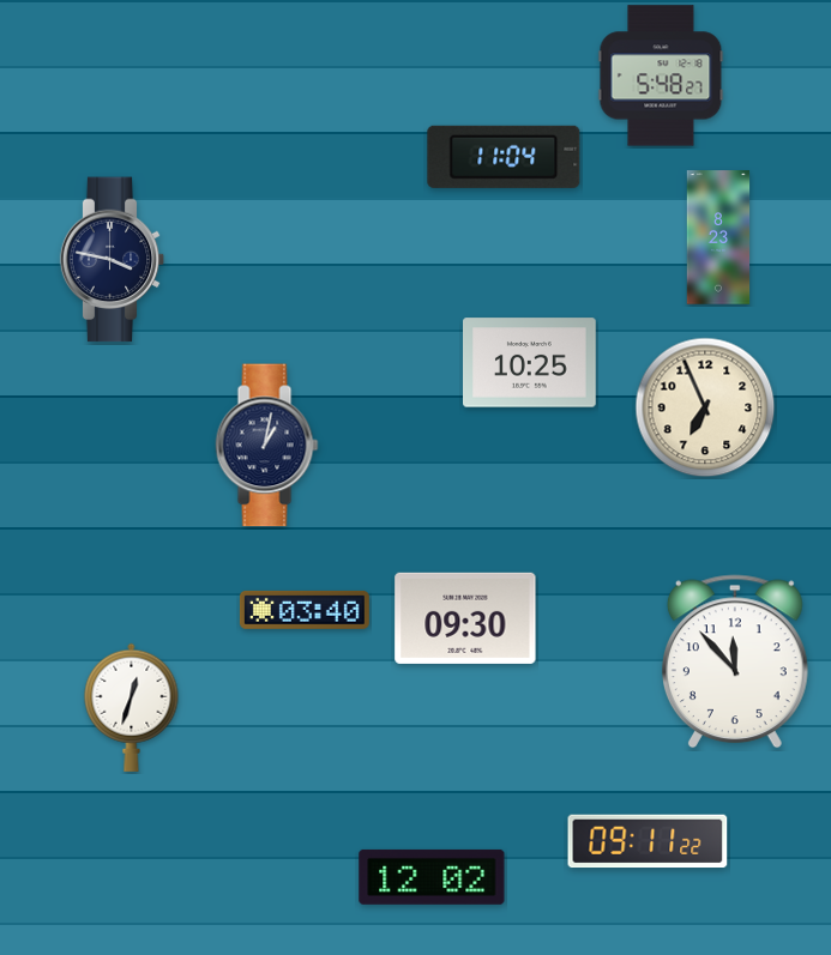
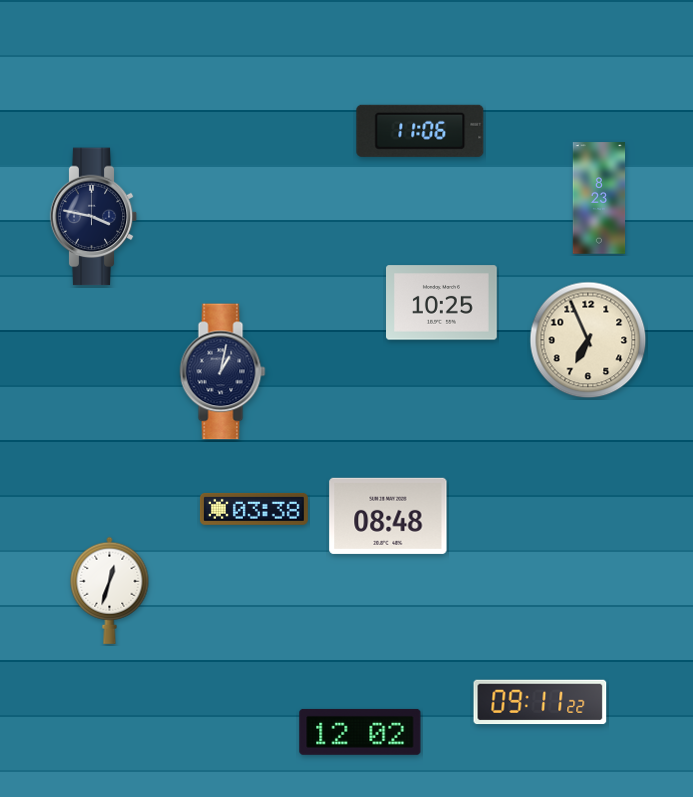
clock at (661, 75): 5:48 -> none
clock at (504, 157): 11:04 -> 11:06
clock at (305, 610): 03:40 -> 03:38
clock at (465, 618): 09:30 -> 08:48
clock at (735, 661): 11:53 -> none
